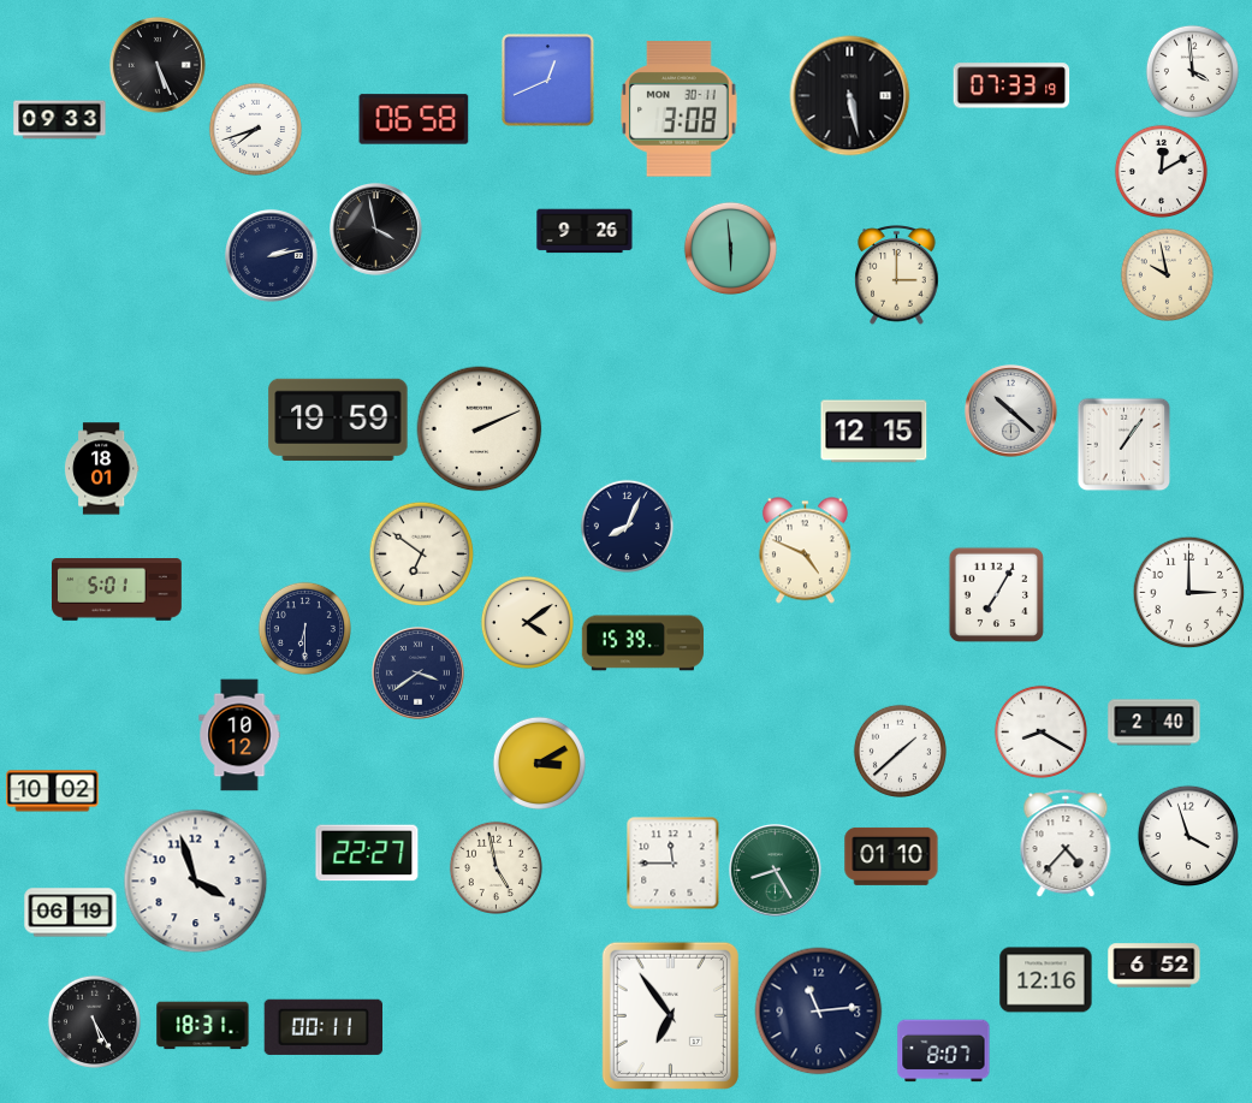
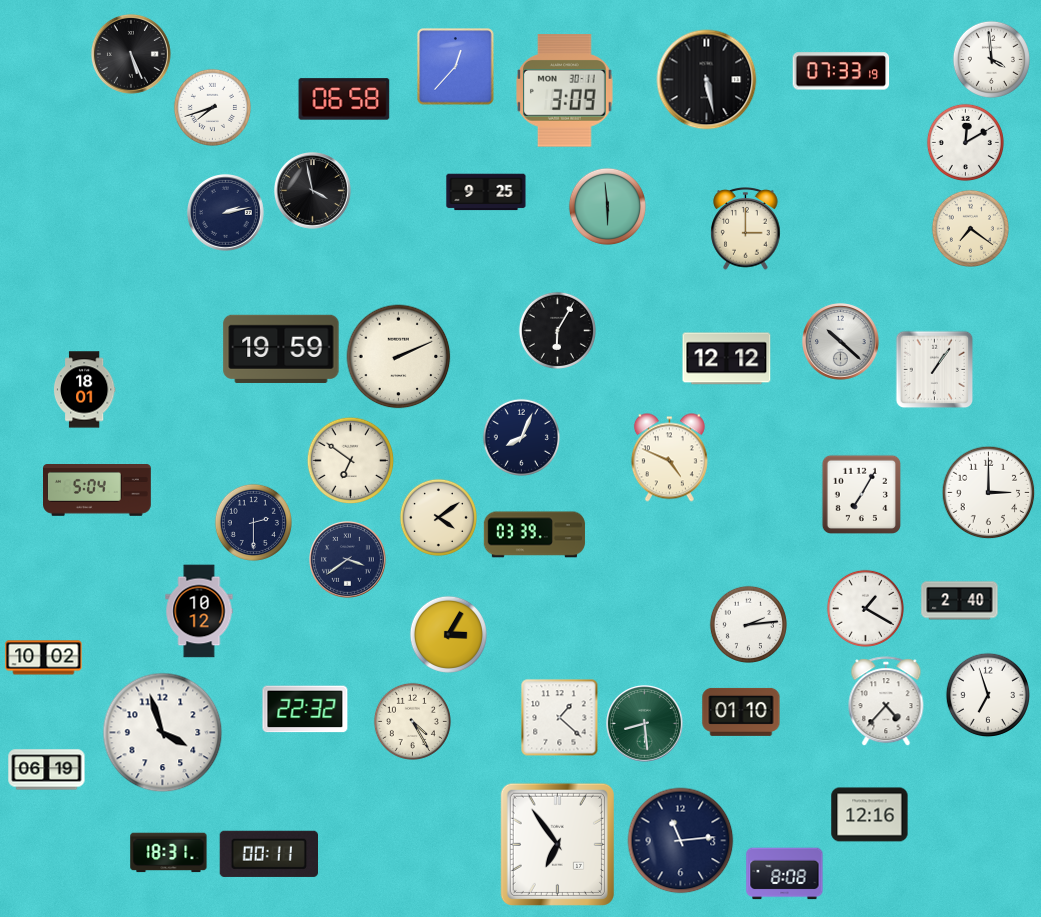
clock at (548, 81): 12:41 -> 12:37
clock at (680, 109): 3:08 -> 3:09
clock at (60, 120): 09:33 -> none
clock at (585, 231): 9:26 -> 9:25
clock at (1167, 274): 9:58 -> 7:21
clock at (557, 330): none -> 6:05
clock at (874, 432): 12:15 -> 12:12
clock at (118, 591): 5:01 -> 5:04
clock at (996, 594) position: (996, 594) -> (861, 494)
clock at (304, 628): 6:30 -> 2:30
clock at (642, 644): 15:39 -> 03:39
clock at (1040, 731): 8:20 -> 1:20
clock at (900, 751): 1:38 -> 2:14
clock at (539, 763): 3:10 -> 3:05
clock at (1187, 835): 3:57 -> 6:57
clock at (367, 853): 22:27 -> 22:32
clock at (672, 864): 11:45 -> 1:22
clock at (496, 867): 4:58 -> 4:25
clock at (776, 871): 8:25 -> 8:29
clock at (71, 913) position: (71, 913) -> (47, 770)
clock at (1155, 966): 6:52 -> none
clock at (94, 1021): 5:25 -> none
clock at (944, 1051): 8:07 -> 8:08
